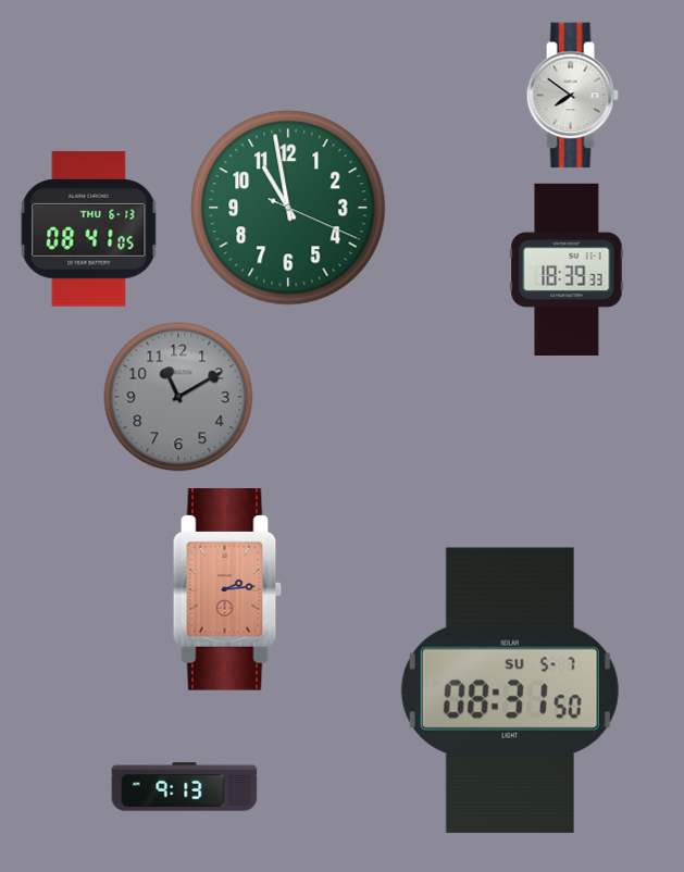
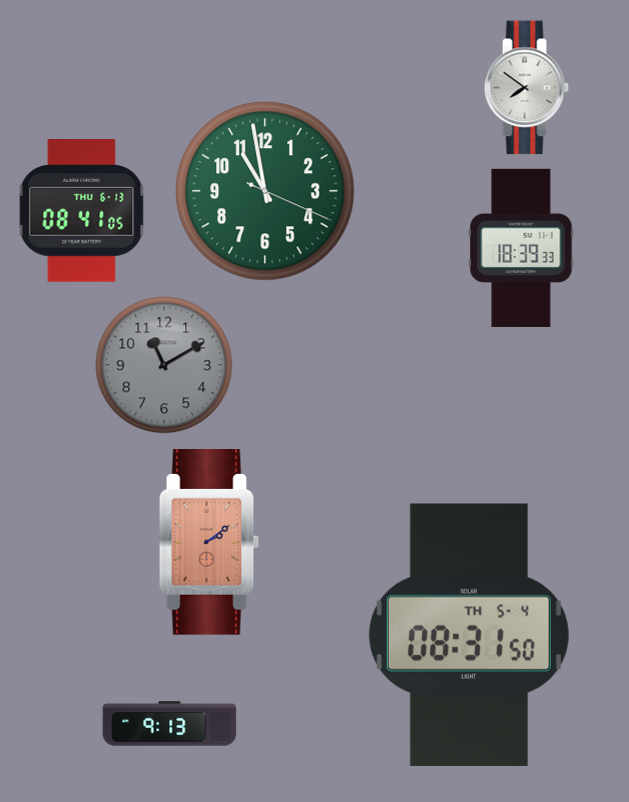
clock at (227, 590): 2:14 -> 2:09
clock at (510, 690) date: SU 5-7 -> TH 5-4
